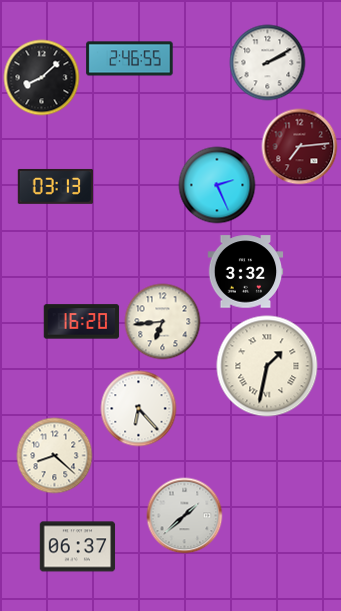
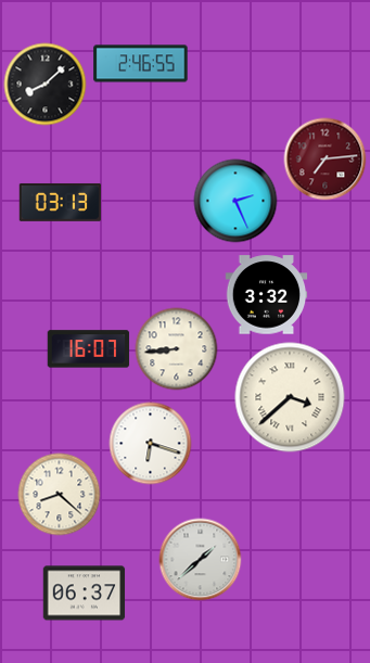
clock at (268, 63): 2:10 -> none
clock at (82, 322): 16:20 -> 16:07
clock at (163, 322): 6:44 -> 8:44
clock at (267, 366): 1:32 -> 3:38
clock at (139, 409): 6:23 -> 6:18
